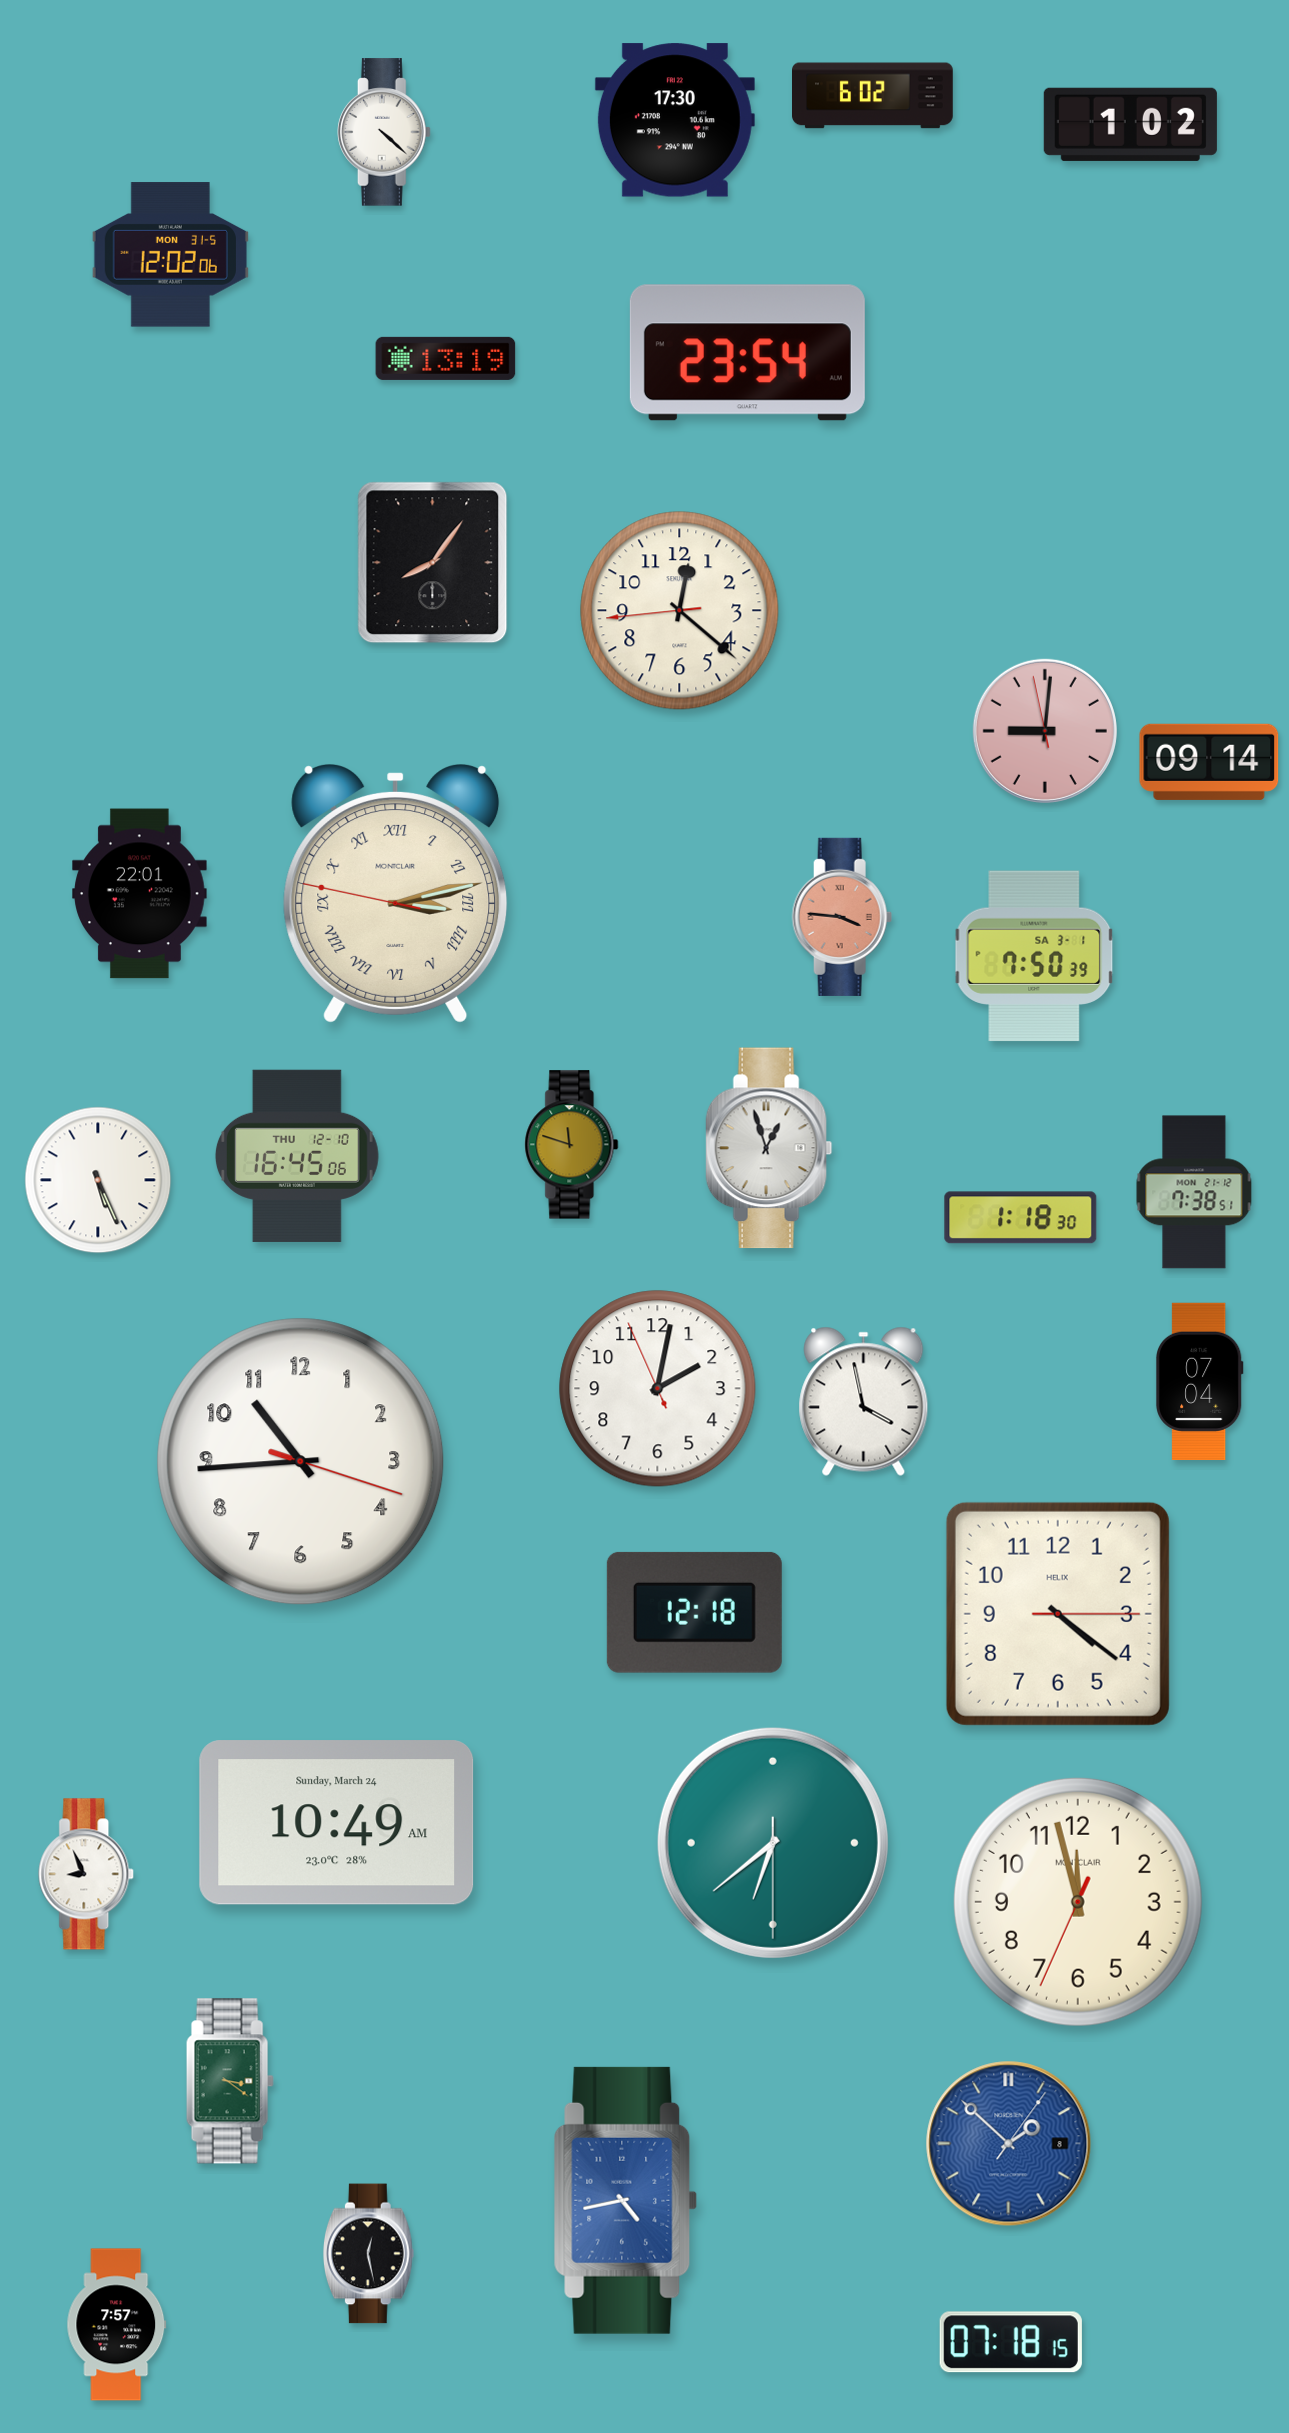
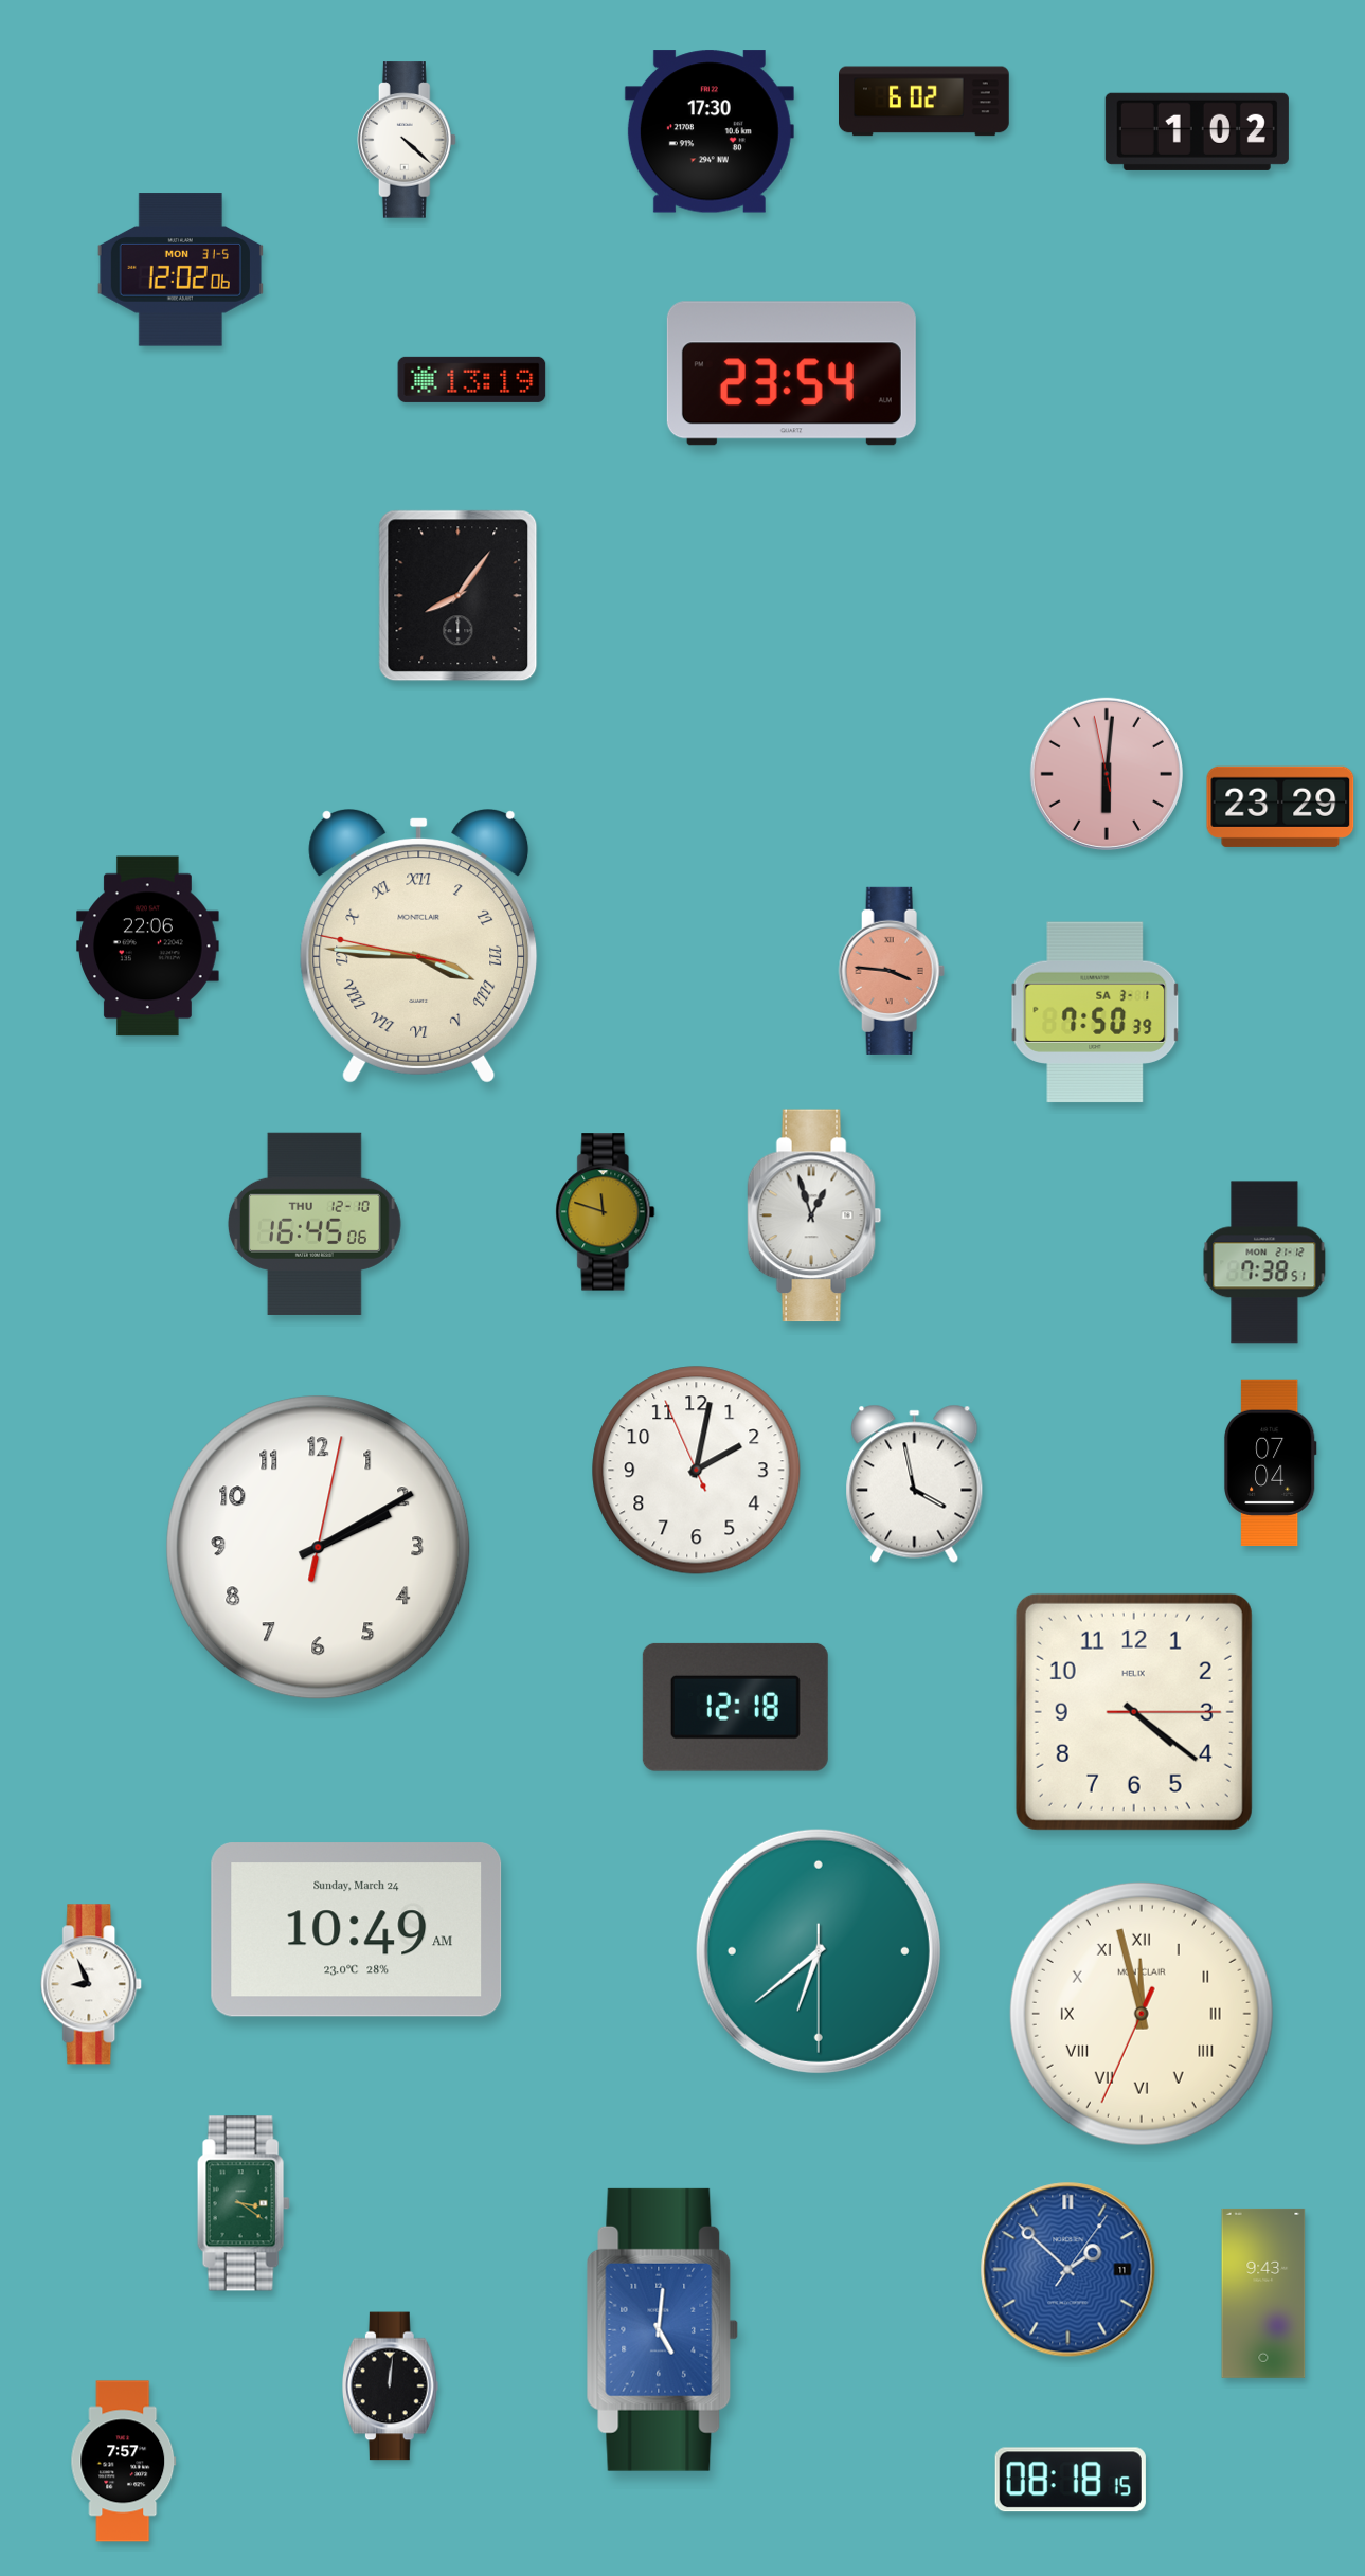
clock at (675, 120) position: (675, 120) -> (710, 131)
clock at (680, 611): 12:21 -> none
clock at (1045, 731): 9:00 -> 6:00
clock at (1209, 762): 09:14 -> 23:29
clock at (140, 894): 22:01 -> 22:06
clock at (396, 894): 3:12 -> 3:45
clock at (98, 1180): 5:26 -> none
clock at (1021, 1218): 1:18 -> none
clock at (301, 1462): 10:44 -> 2:10
clock at (1058, 1614) position: (1058, 1614) -> (1134, 1712)
clock at (1078, 1902) numerals: Arabic -> Roman
clock at (1009, 2144) date: 8 -> 11
clock at (1263, 2293): none -> 9:43
clock at (626, 2200): 4:43 -> 5:01
clock at (368, 2254): 12:28 -> 12:01
clock at (1011, 2342): 07:18 -> 08:18
